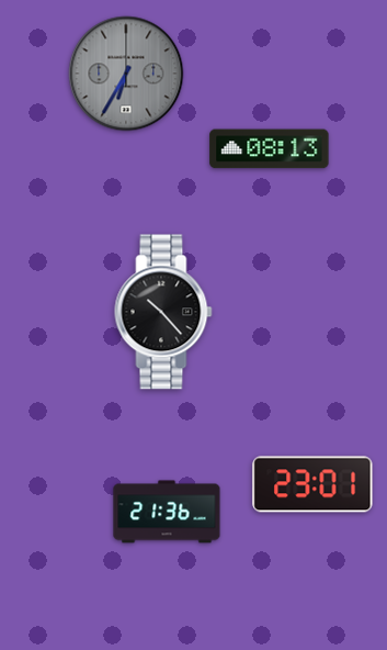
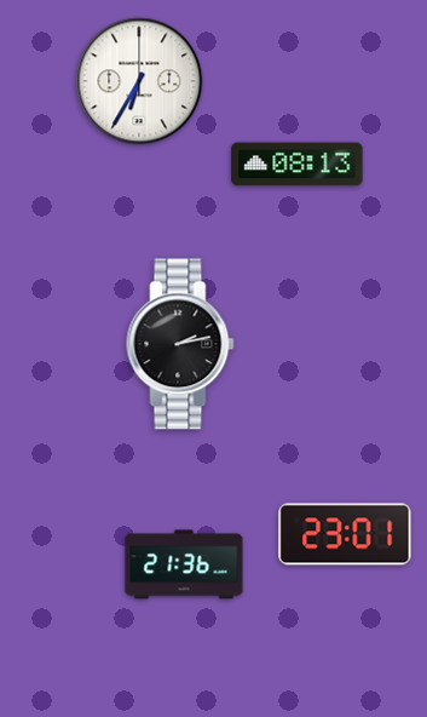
clock at (126, 74) dial: grey -> white
clock at (163, 312): 10:23 -> 2:13
